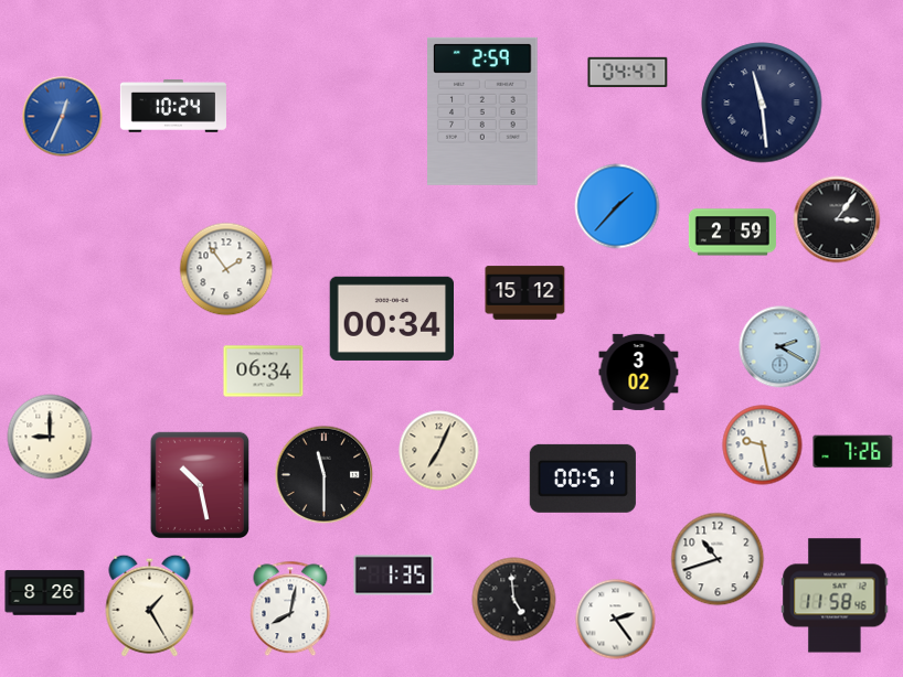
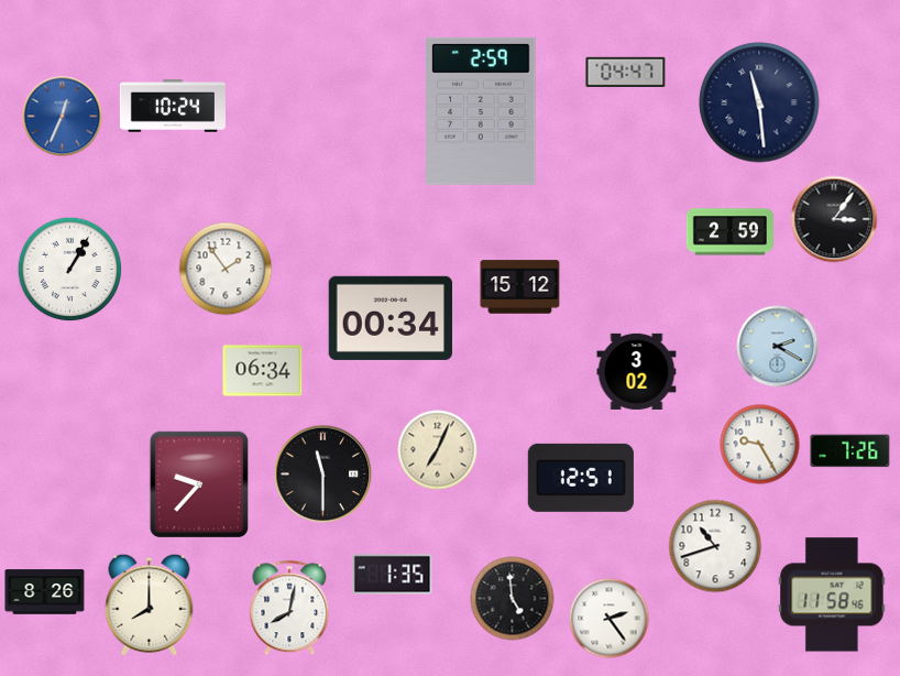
clock at (617, 206): 1:37 -> none
clock at (70, 270): none -> 1:05
clock at (525, 293) position: (525, 293) -> (520, 287)
clock at (50, 437): 9:00 -> none
clock at (763, 445): 9:28 -> 9:25
clock at (583, 479): 00:51 -> 12:51
clock at (199, 484): 10:28 -> 9:37
clock at (718, 559) position: (718, 559) -> (715, 546)
clock at (150, 605): 1:25 -> 8:00
clock at (616, 620) position: (616, 620) -> (610, 619)
